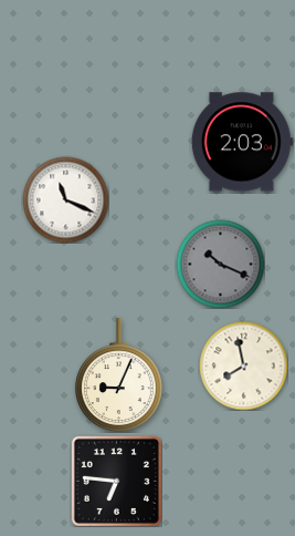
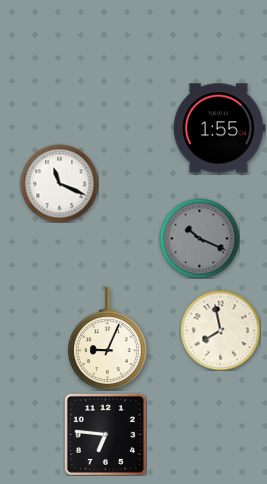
clock at (242, 142): 2:03 -> 1:55
clock at (65, 199) position: (65, 199) -> (59, 183)
